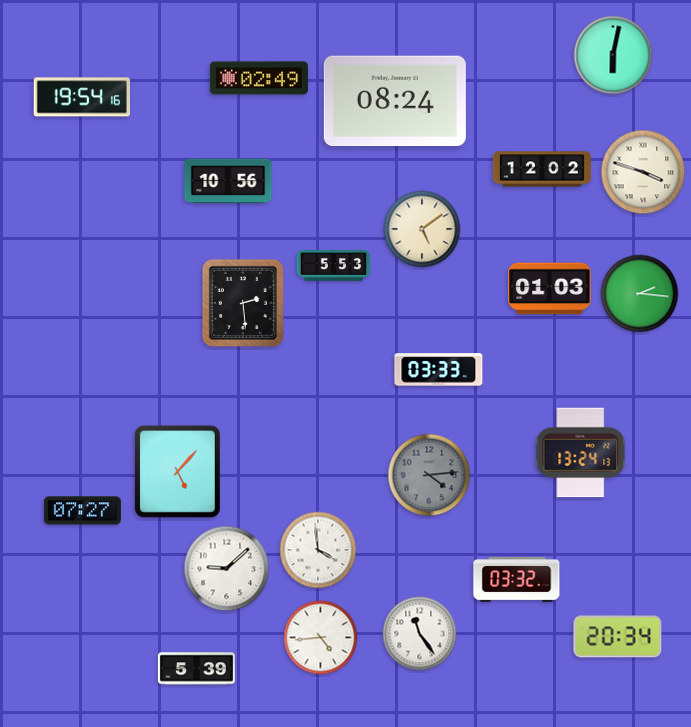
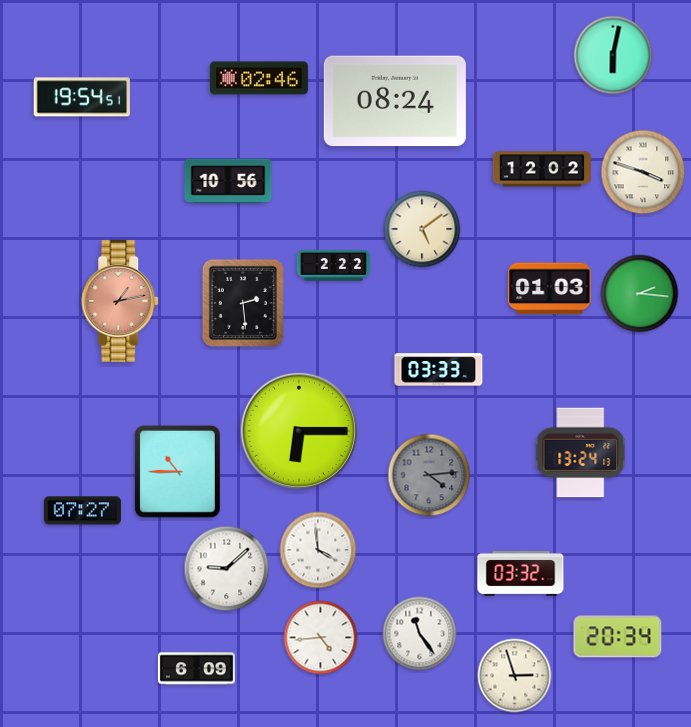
clock at (259, 78): 02:49 -> 02:46
clock at (82, 97): 19:54:16 -> 19:54:51
clock at (334, 266): 5:53 -> 2:22
clock at (121, 301): none -> 1:13
clock at (298, 430): none -> 6:15
clock at (177, 471): 5:07 -> 10:45
clock at (517, 579) position: (517, 579) -> (521, 573)
clock at (196, 669): 5:39 -> 6:09
clock at (515, 676): none -> 2:57
